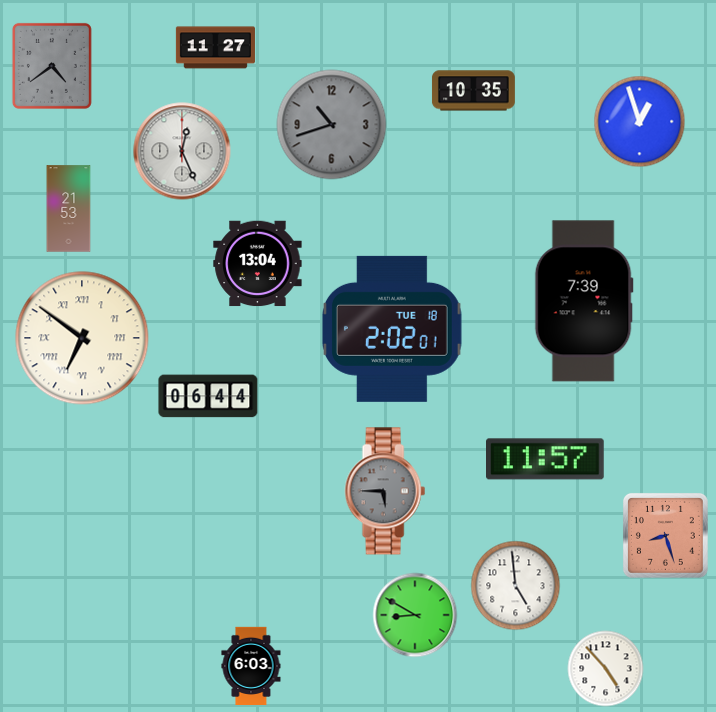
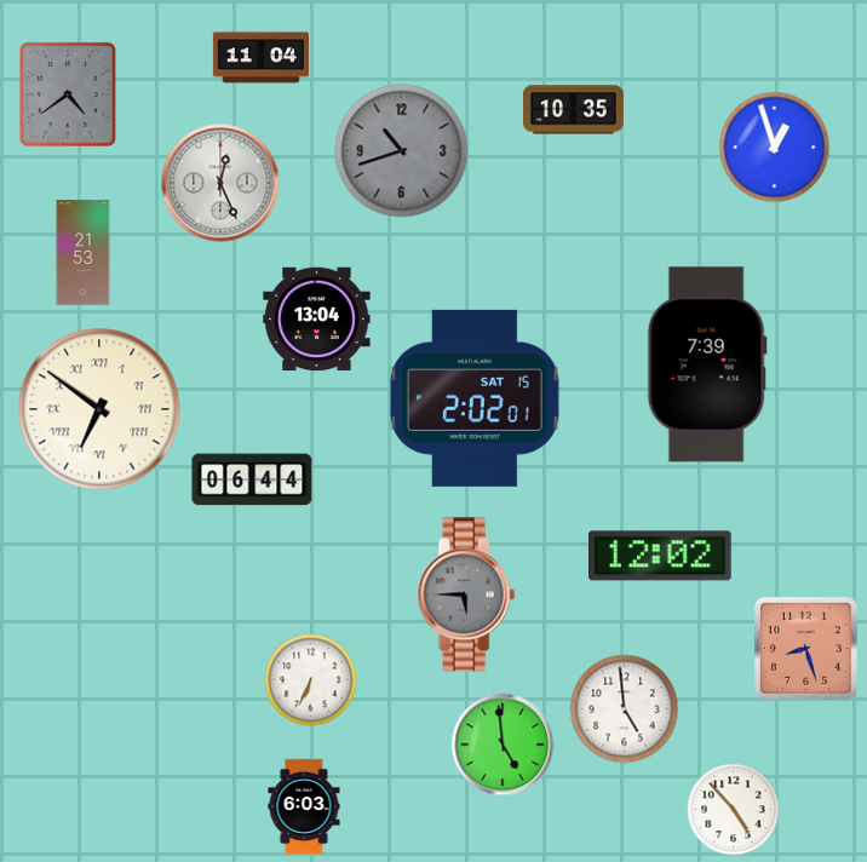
clock at (215, 48): 11:27 -> 11:04
clock at (52, 66) position: (52, 66) -> (68, 94)
clock at (258, 264) position: (258, 264) -> (317, 320)
clock at (392, 329) date: TUE 18 -> SAT 15
clock at (546, 459): 11:57 -> 12:02
clock at (311, 680): none -> 6:34
clock at (415, 615): 8:50 -> 4:59
